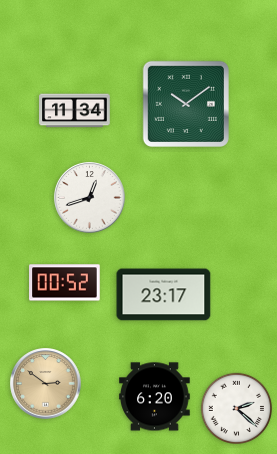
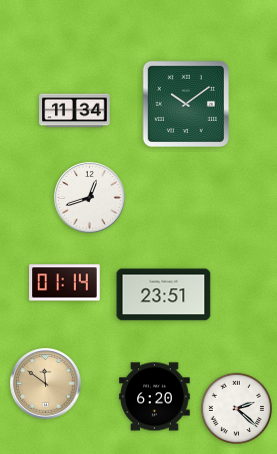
clock at (65, 283): 00:52 -> 01:14
clock at (164, 295): 23:17 -> 23:51
clock at (46, 384): 2:51 -> 11:51
